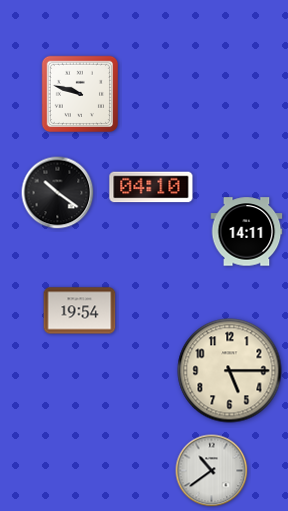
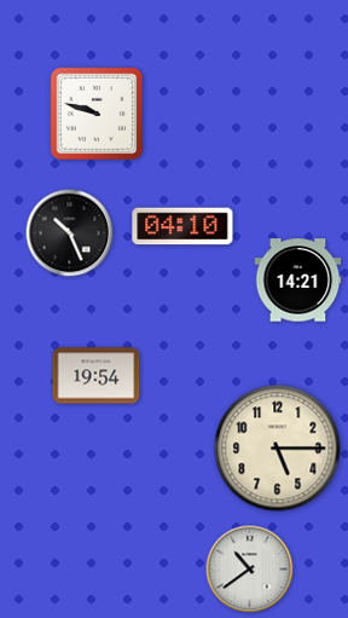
clock at (58, 193): 10:21 -> 10:26
clock at (247, 232): 14:11 -> 14:21
clock at (212, 471) position: (212, 471) -> (250, 570)
